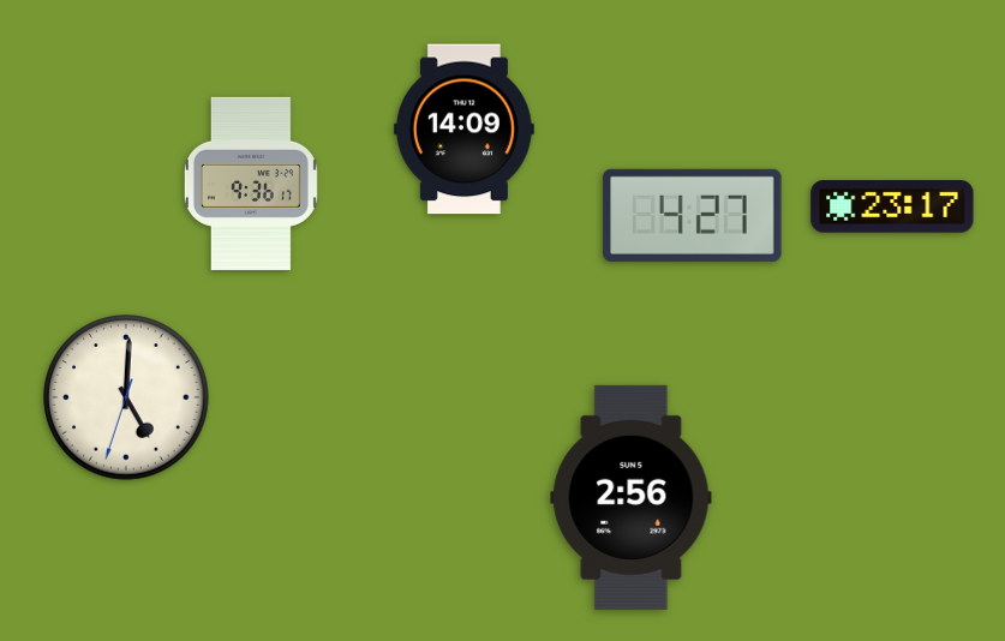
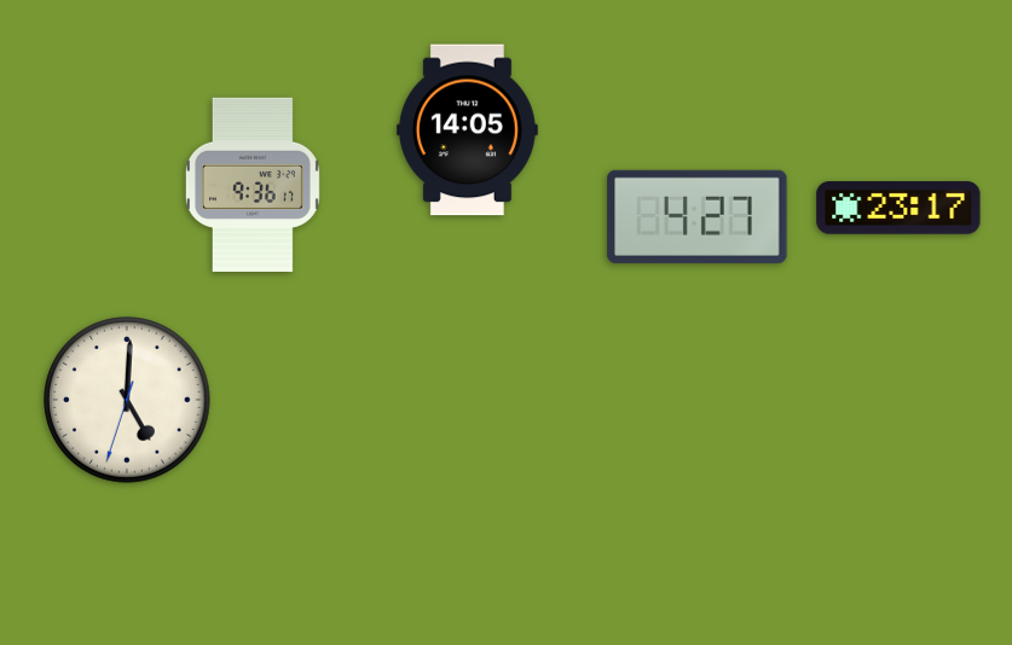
clock at (463, 130): 14:09 -> 14:05
clock at (632, 497): 2:56 -> none
